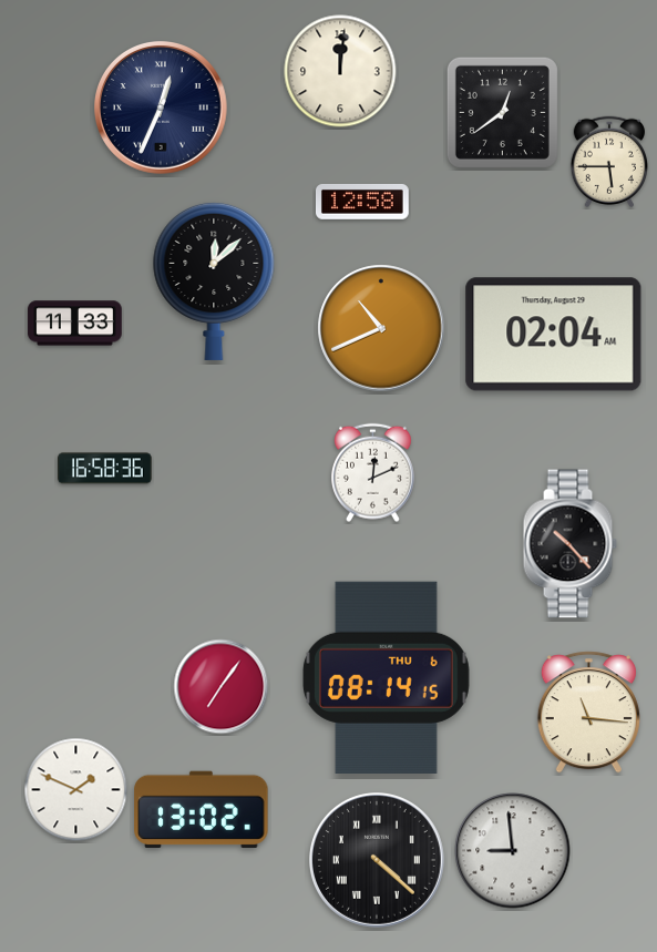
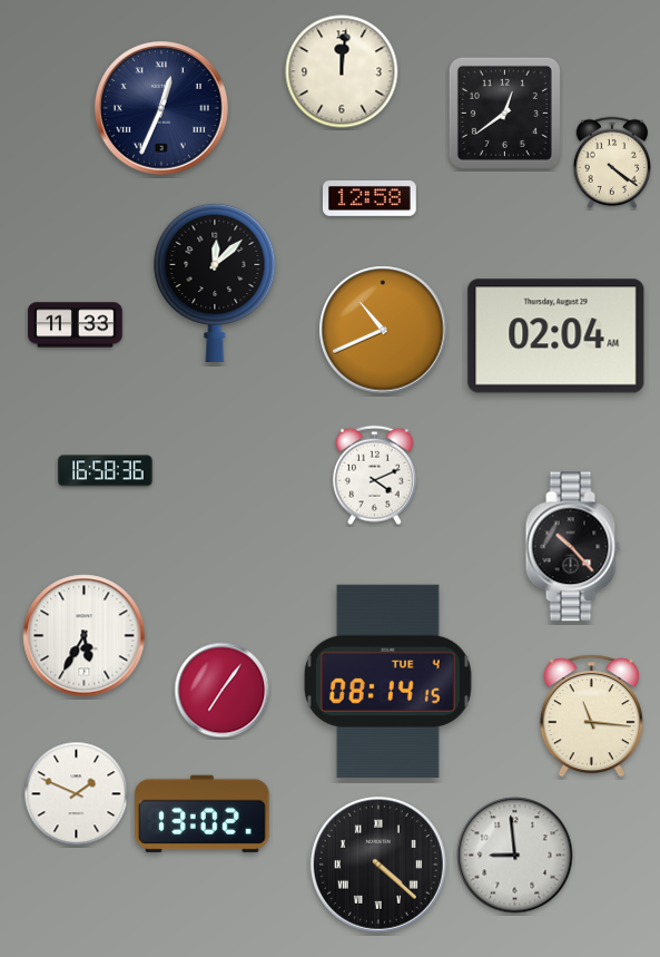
clock at (608, 161): 5:45 -> 4:21
clock at (363, 202) position: (363, 202) -> (371, 198)
clock at (372, 473): 12:11 -> 4:11
clock at (85, 636): none -> 5:35
clock at (386, 677) date: THU 6 -> TUE 4
